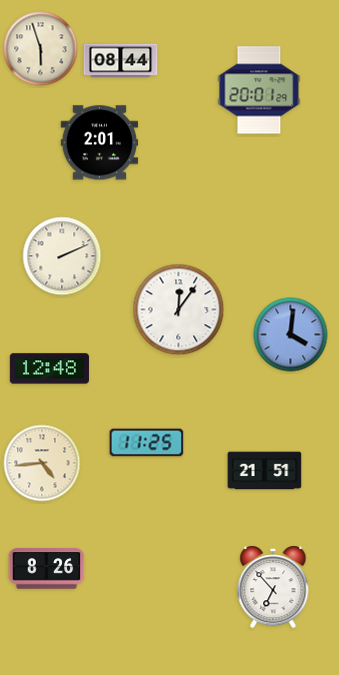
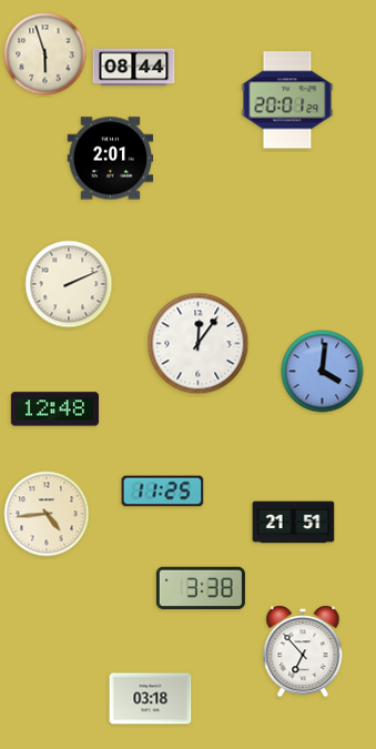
clock at (201, 588): none -> 3:38
clock at (47, 569): 8:26 -> none
clock at (151, 699): none -> 03:18
